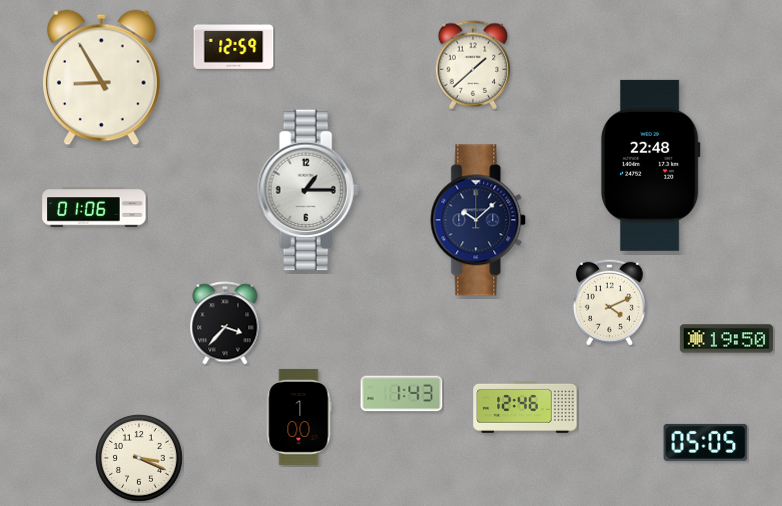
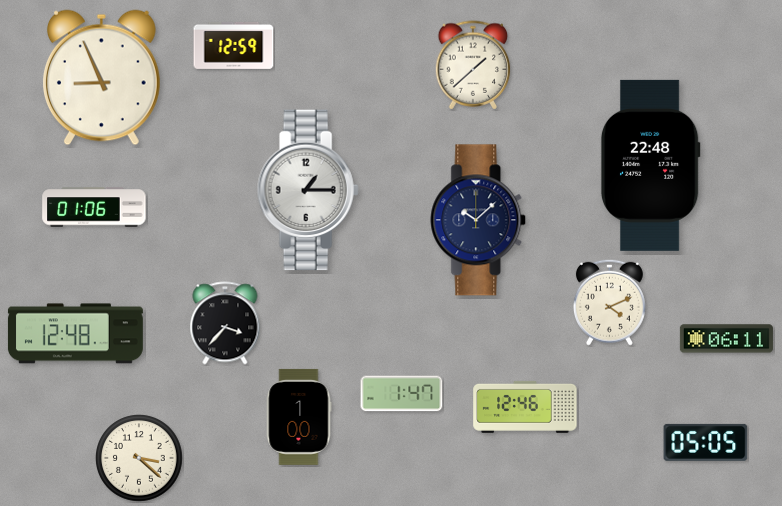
clock at (101, 78): 8:55 -> 8:56
clock at (75, 334): none -> 12:48
clock at (726, 339): 19:50 -> 06:11
clock at (402, 394): 1:43 -> 1:47
clock at (140, 459): 3:19 -> 3:22
